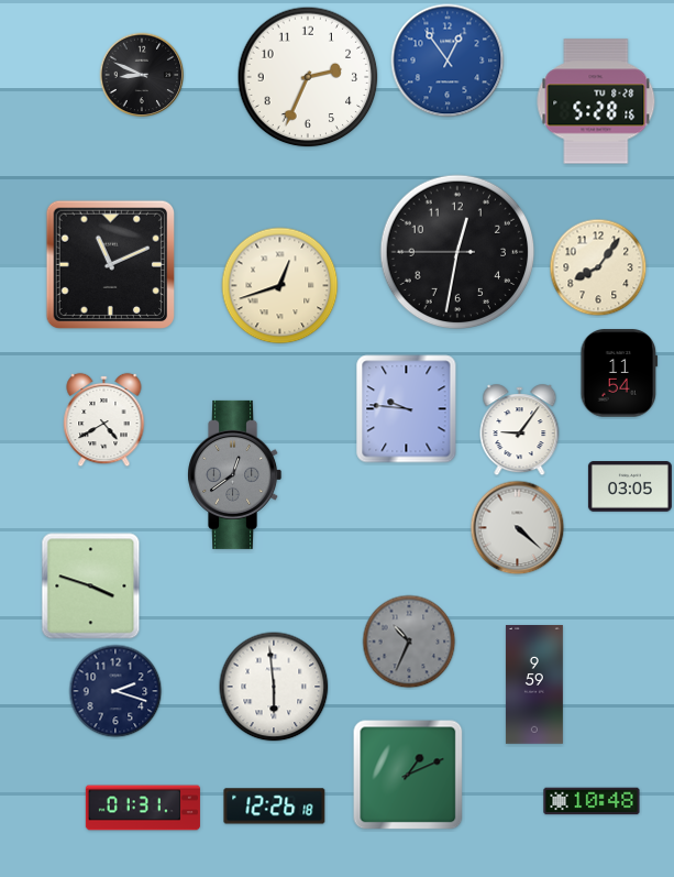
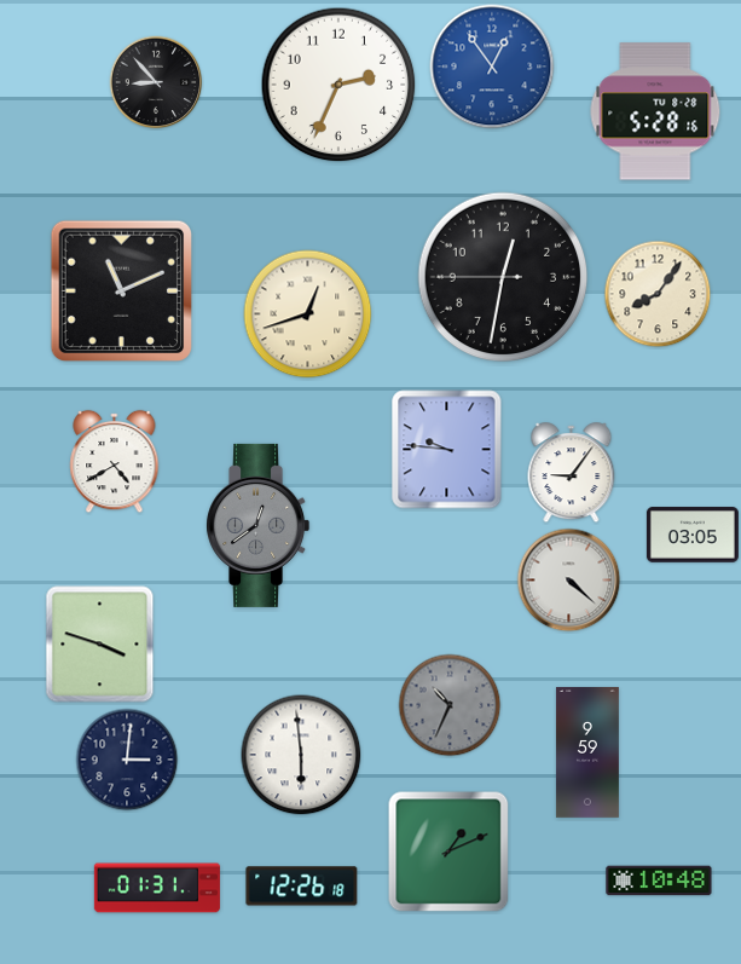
clock at (142, 75): 8:49 -> 8:53
clock at (619, 373): 11:54 -> none
clock at (235, 474) position: (235, 474) -> (259, 525)
clock at (115, 691): 2:18 -> 3:01
clock at (592, 801) position: (592, 801) -> (659, 881)
